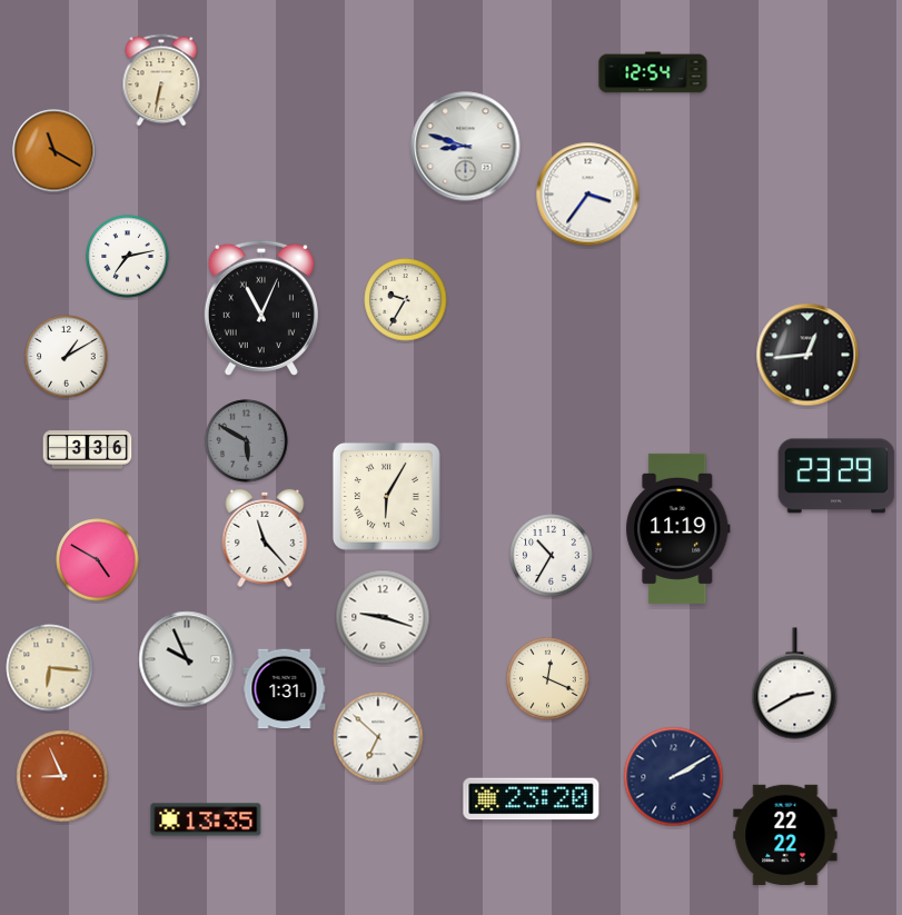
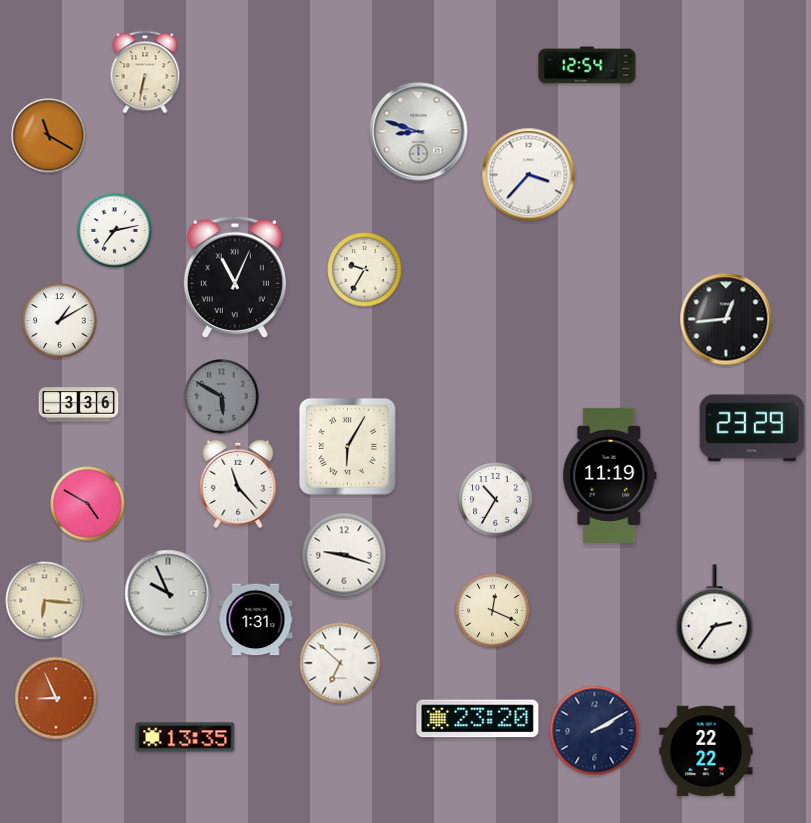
clock at (588, 195): 3:36 -> 3:37
clock at (795, 684): 2:40 -> 2:36
clock at (674, 777) position: (674, 777) -> (595, 731)
